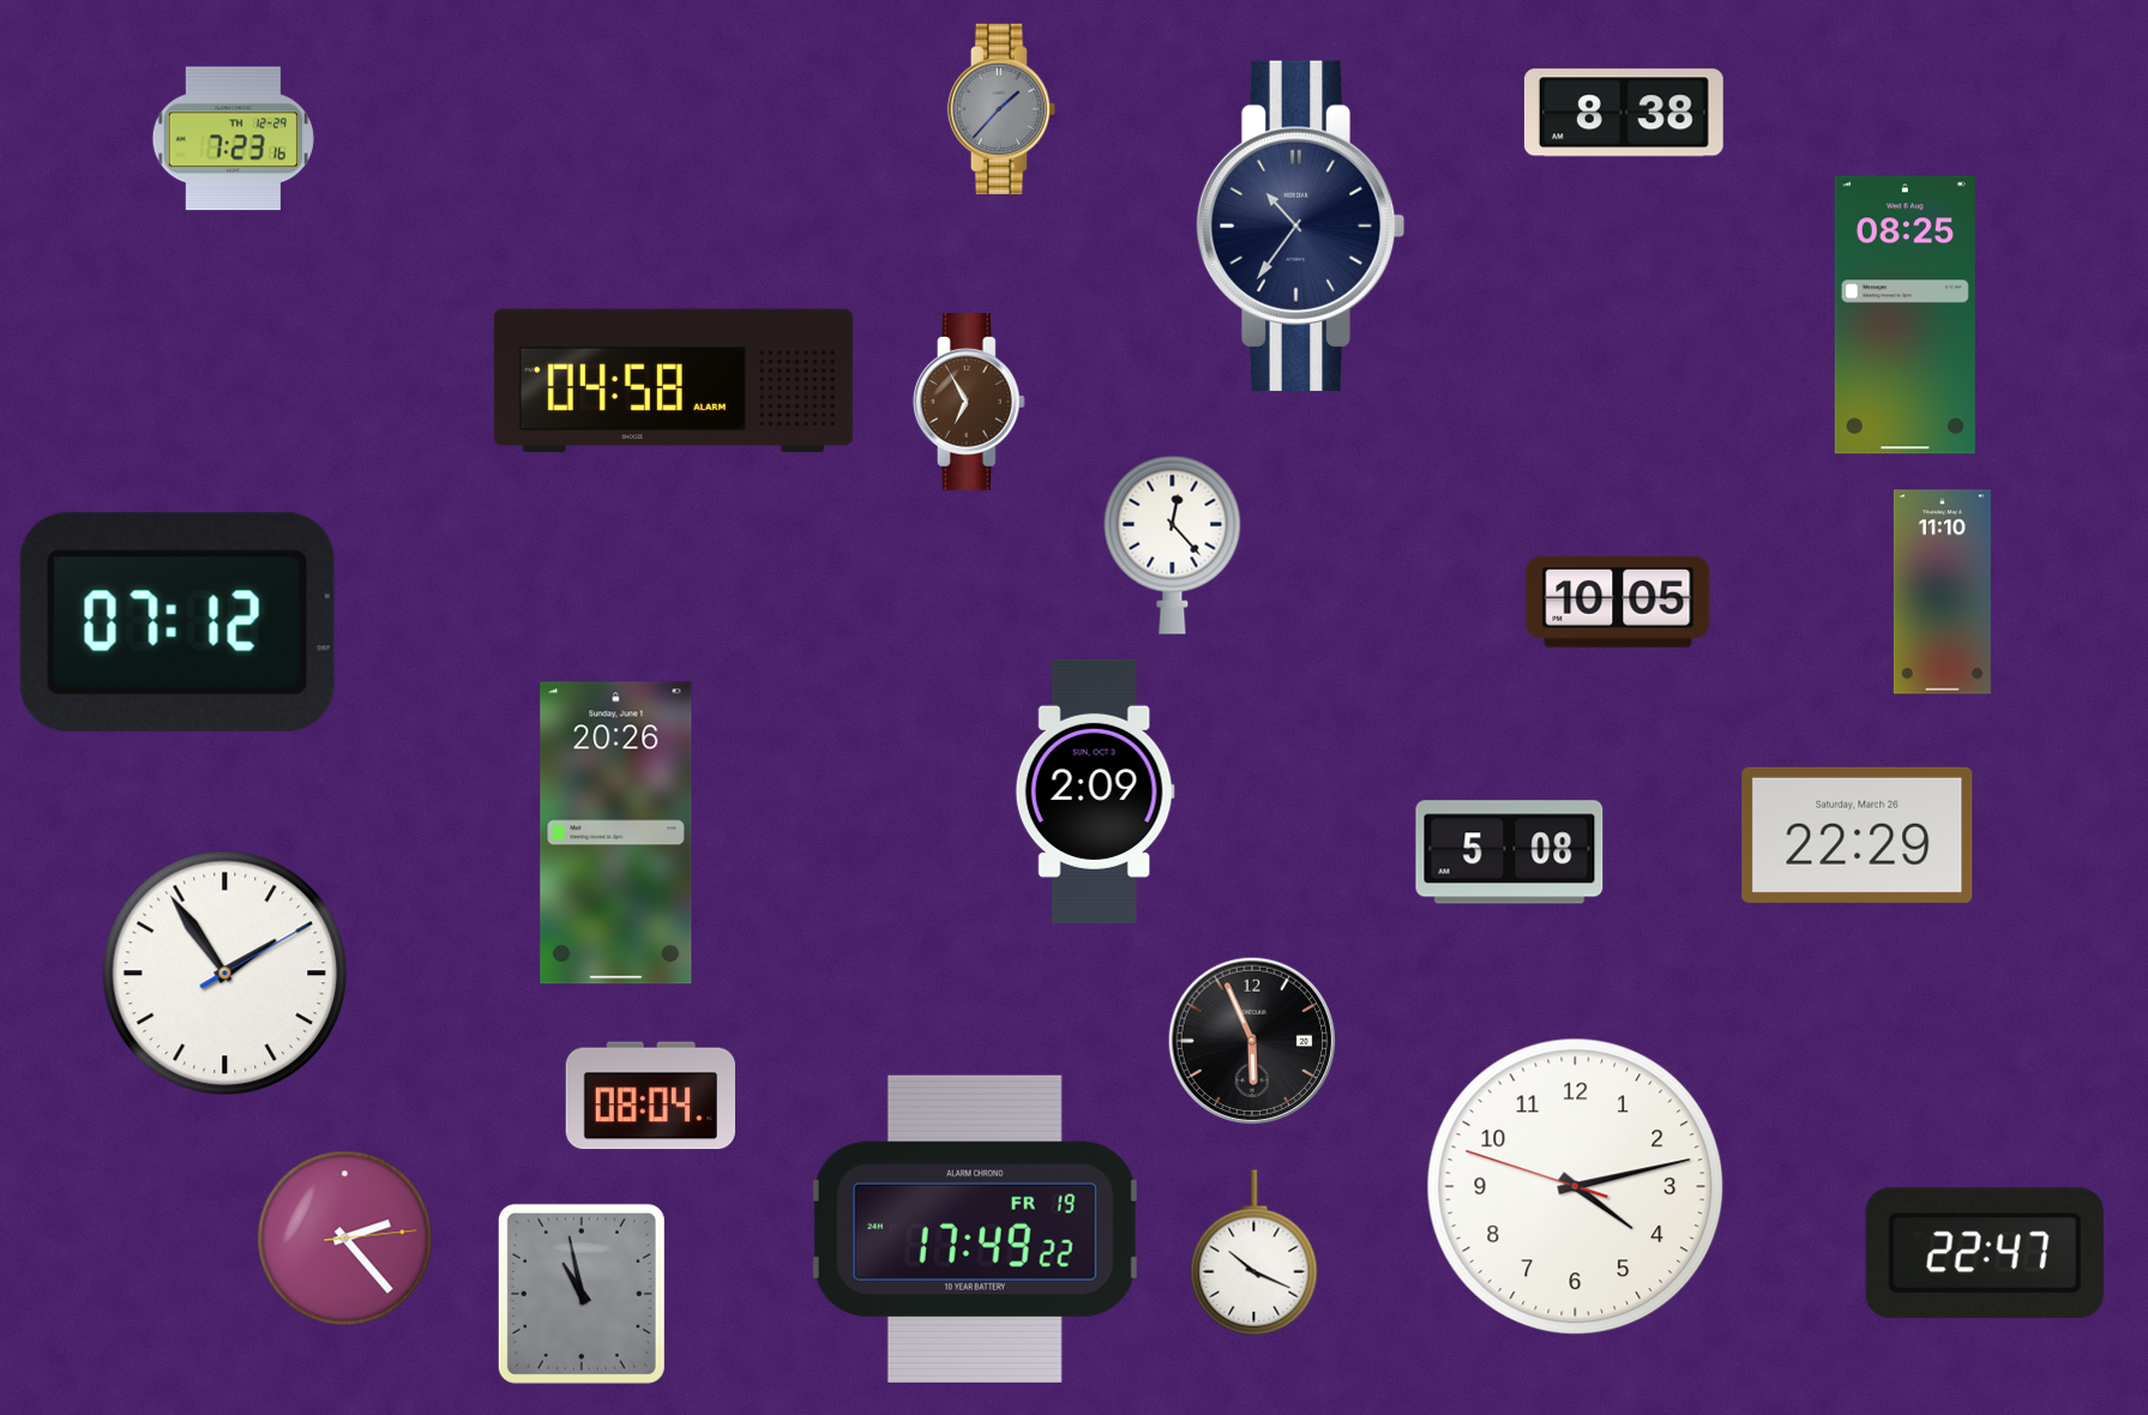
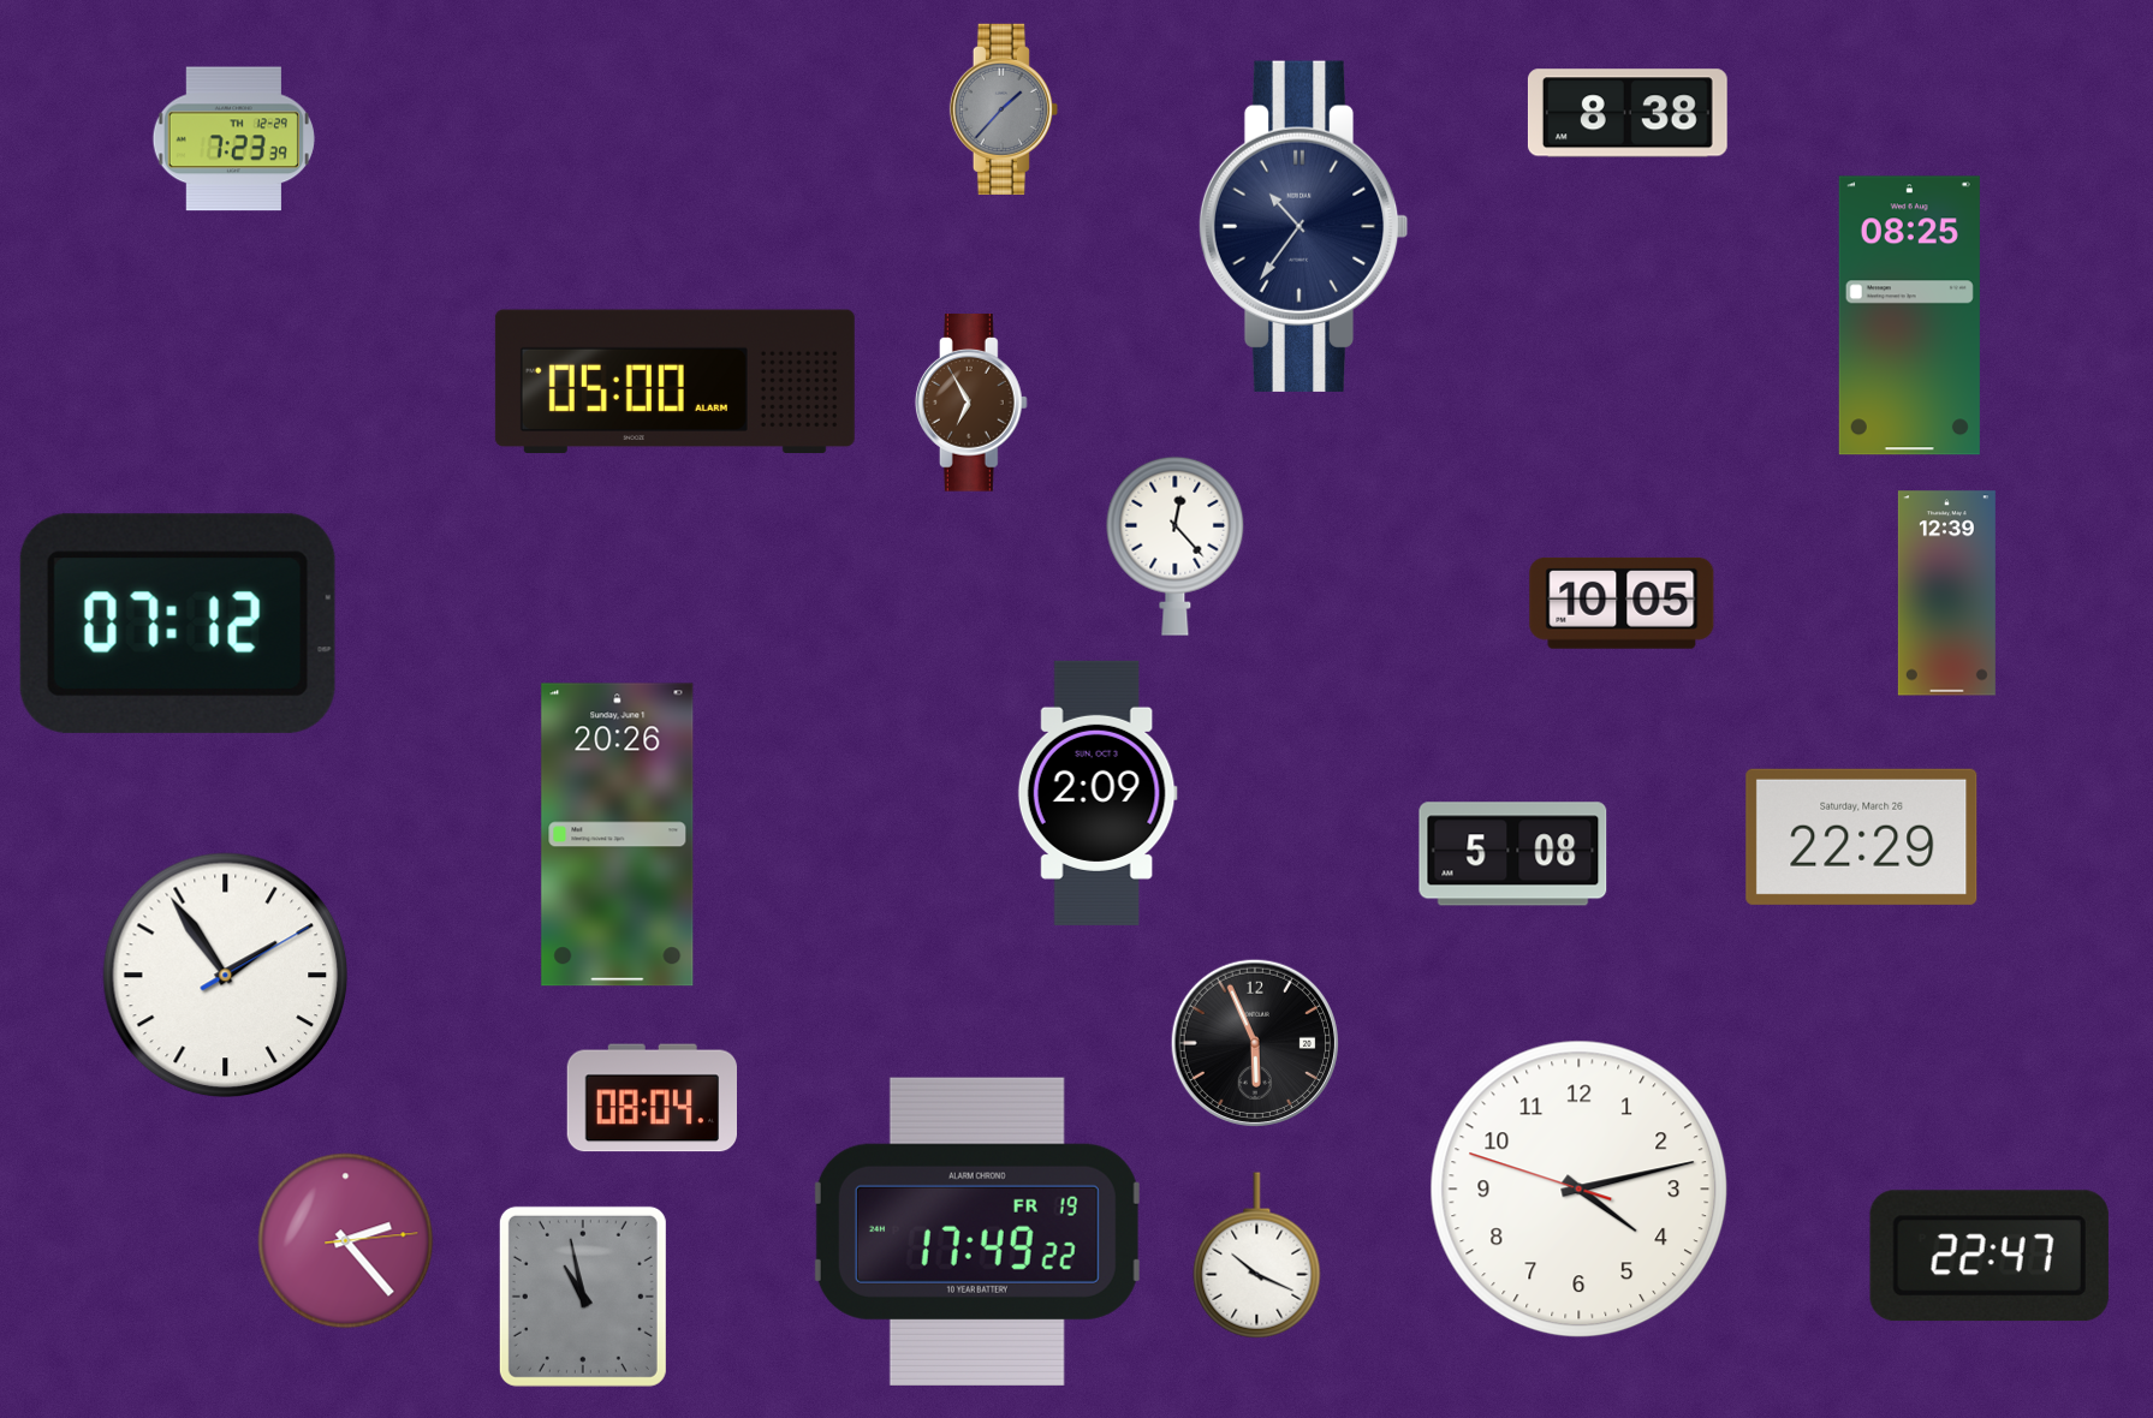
clock at (233, 139): 7:23:16 -> 7:23:39
clock at (673, 381): 04:58 -> 05:00
clock at (1942, 592): 11:10 -> 12:39
